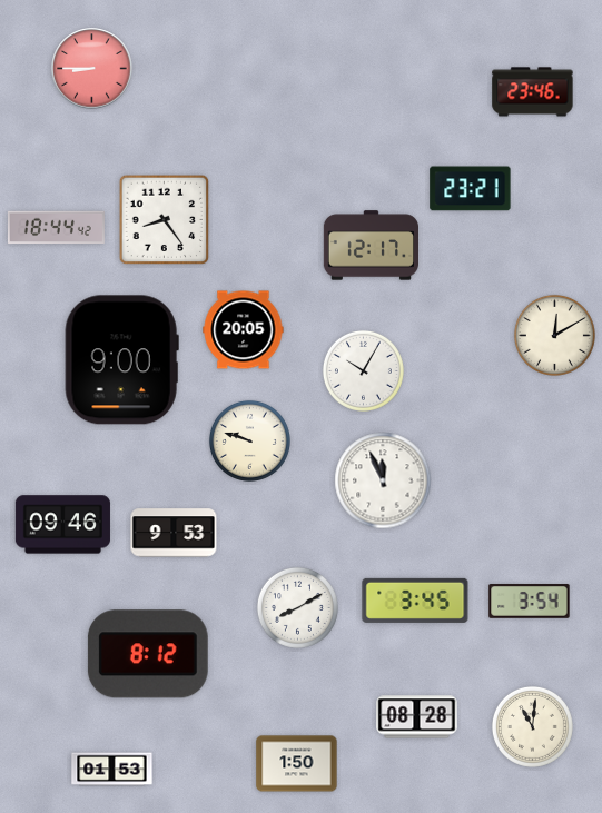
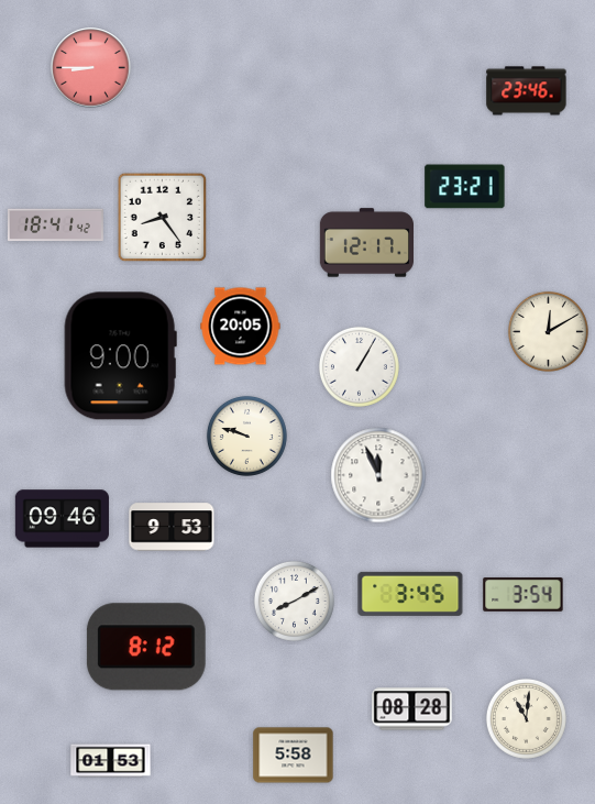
clock at (56, 228): 18:44 -> 18:41
clock at (363, 370): 10:05 -> 1:05
clock at (297, 764): 1:50 -> 5:58
